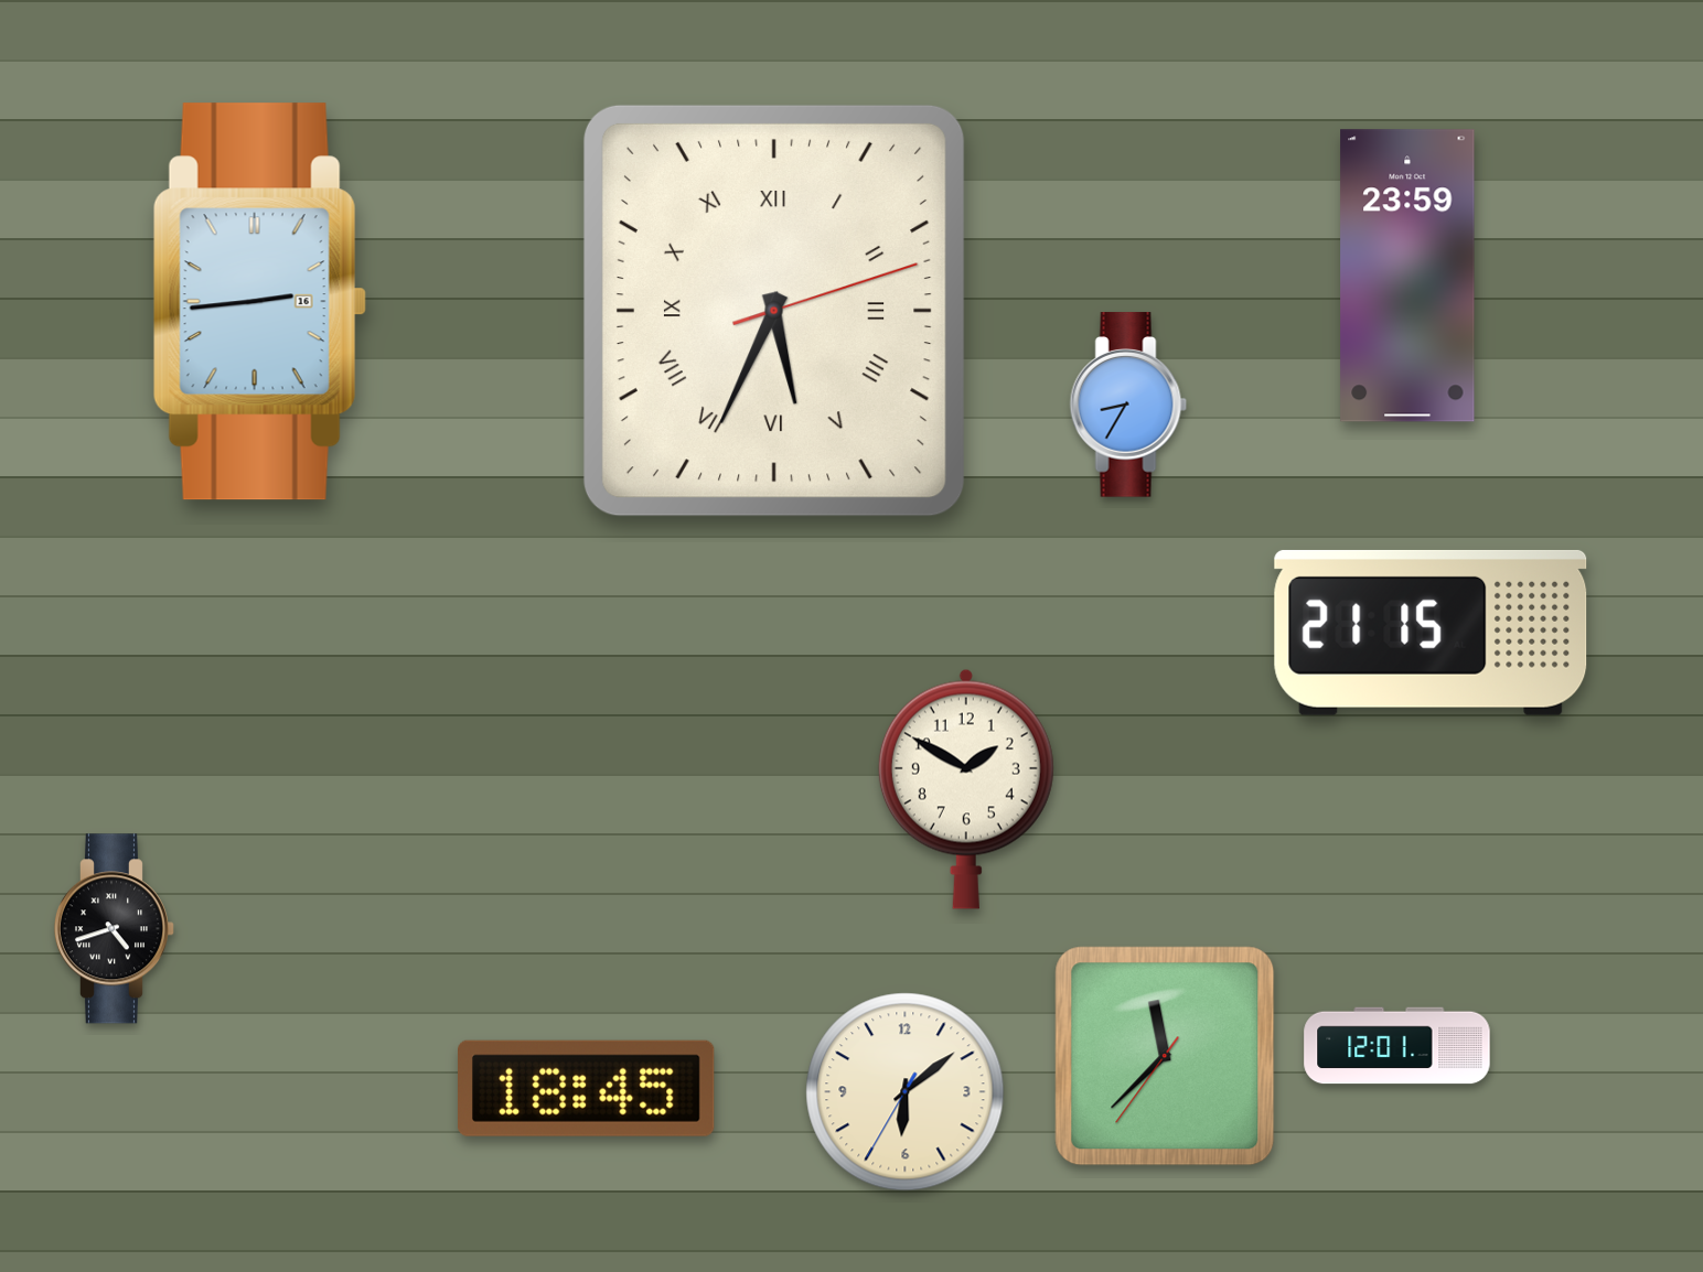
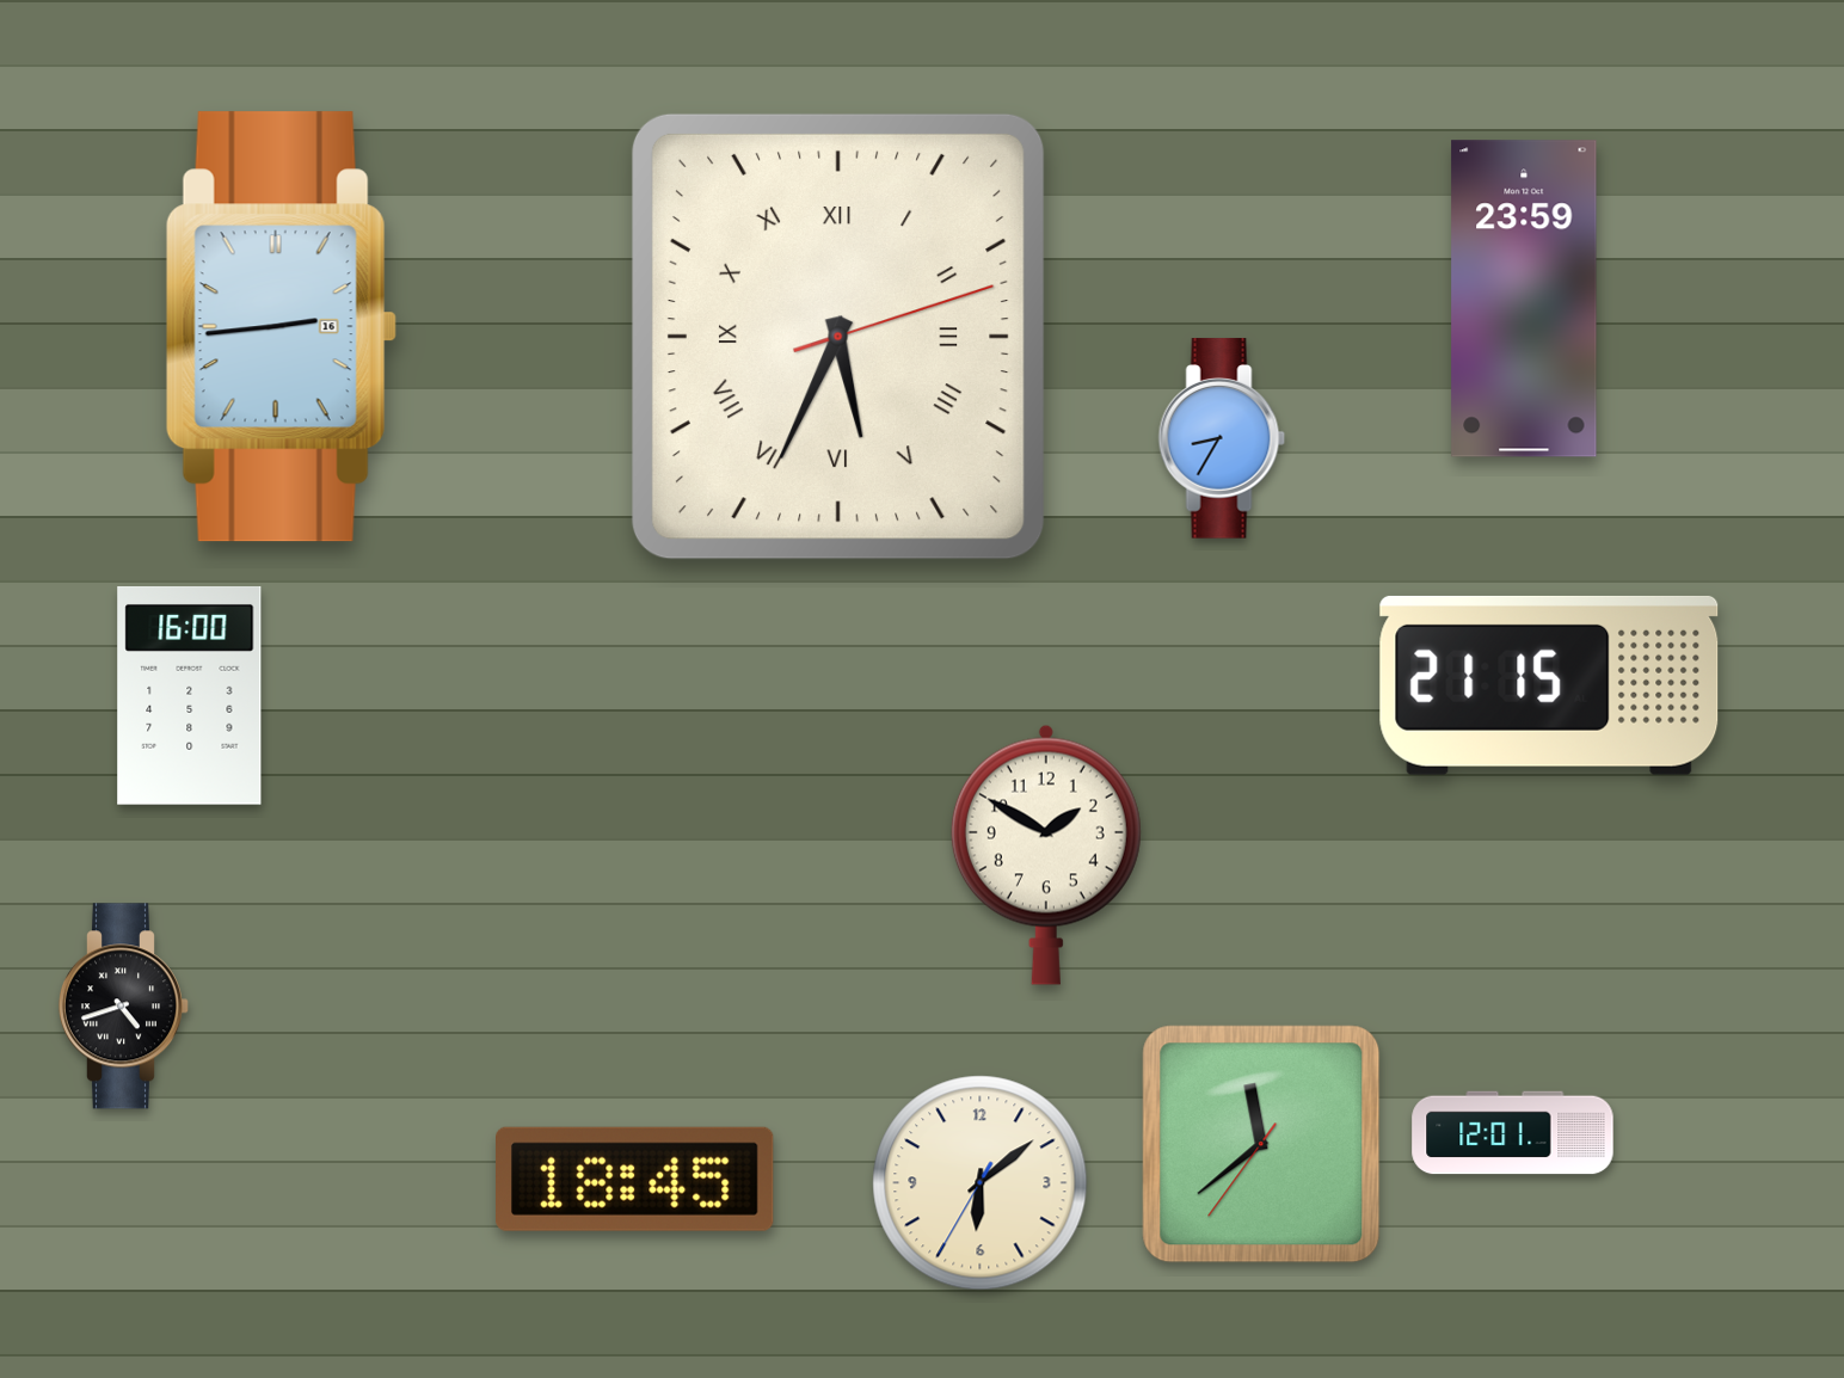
clock at (190, 695): none -> 16:00
clock at (1165, 1056): 11:37 -> 11:38
